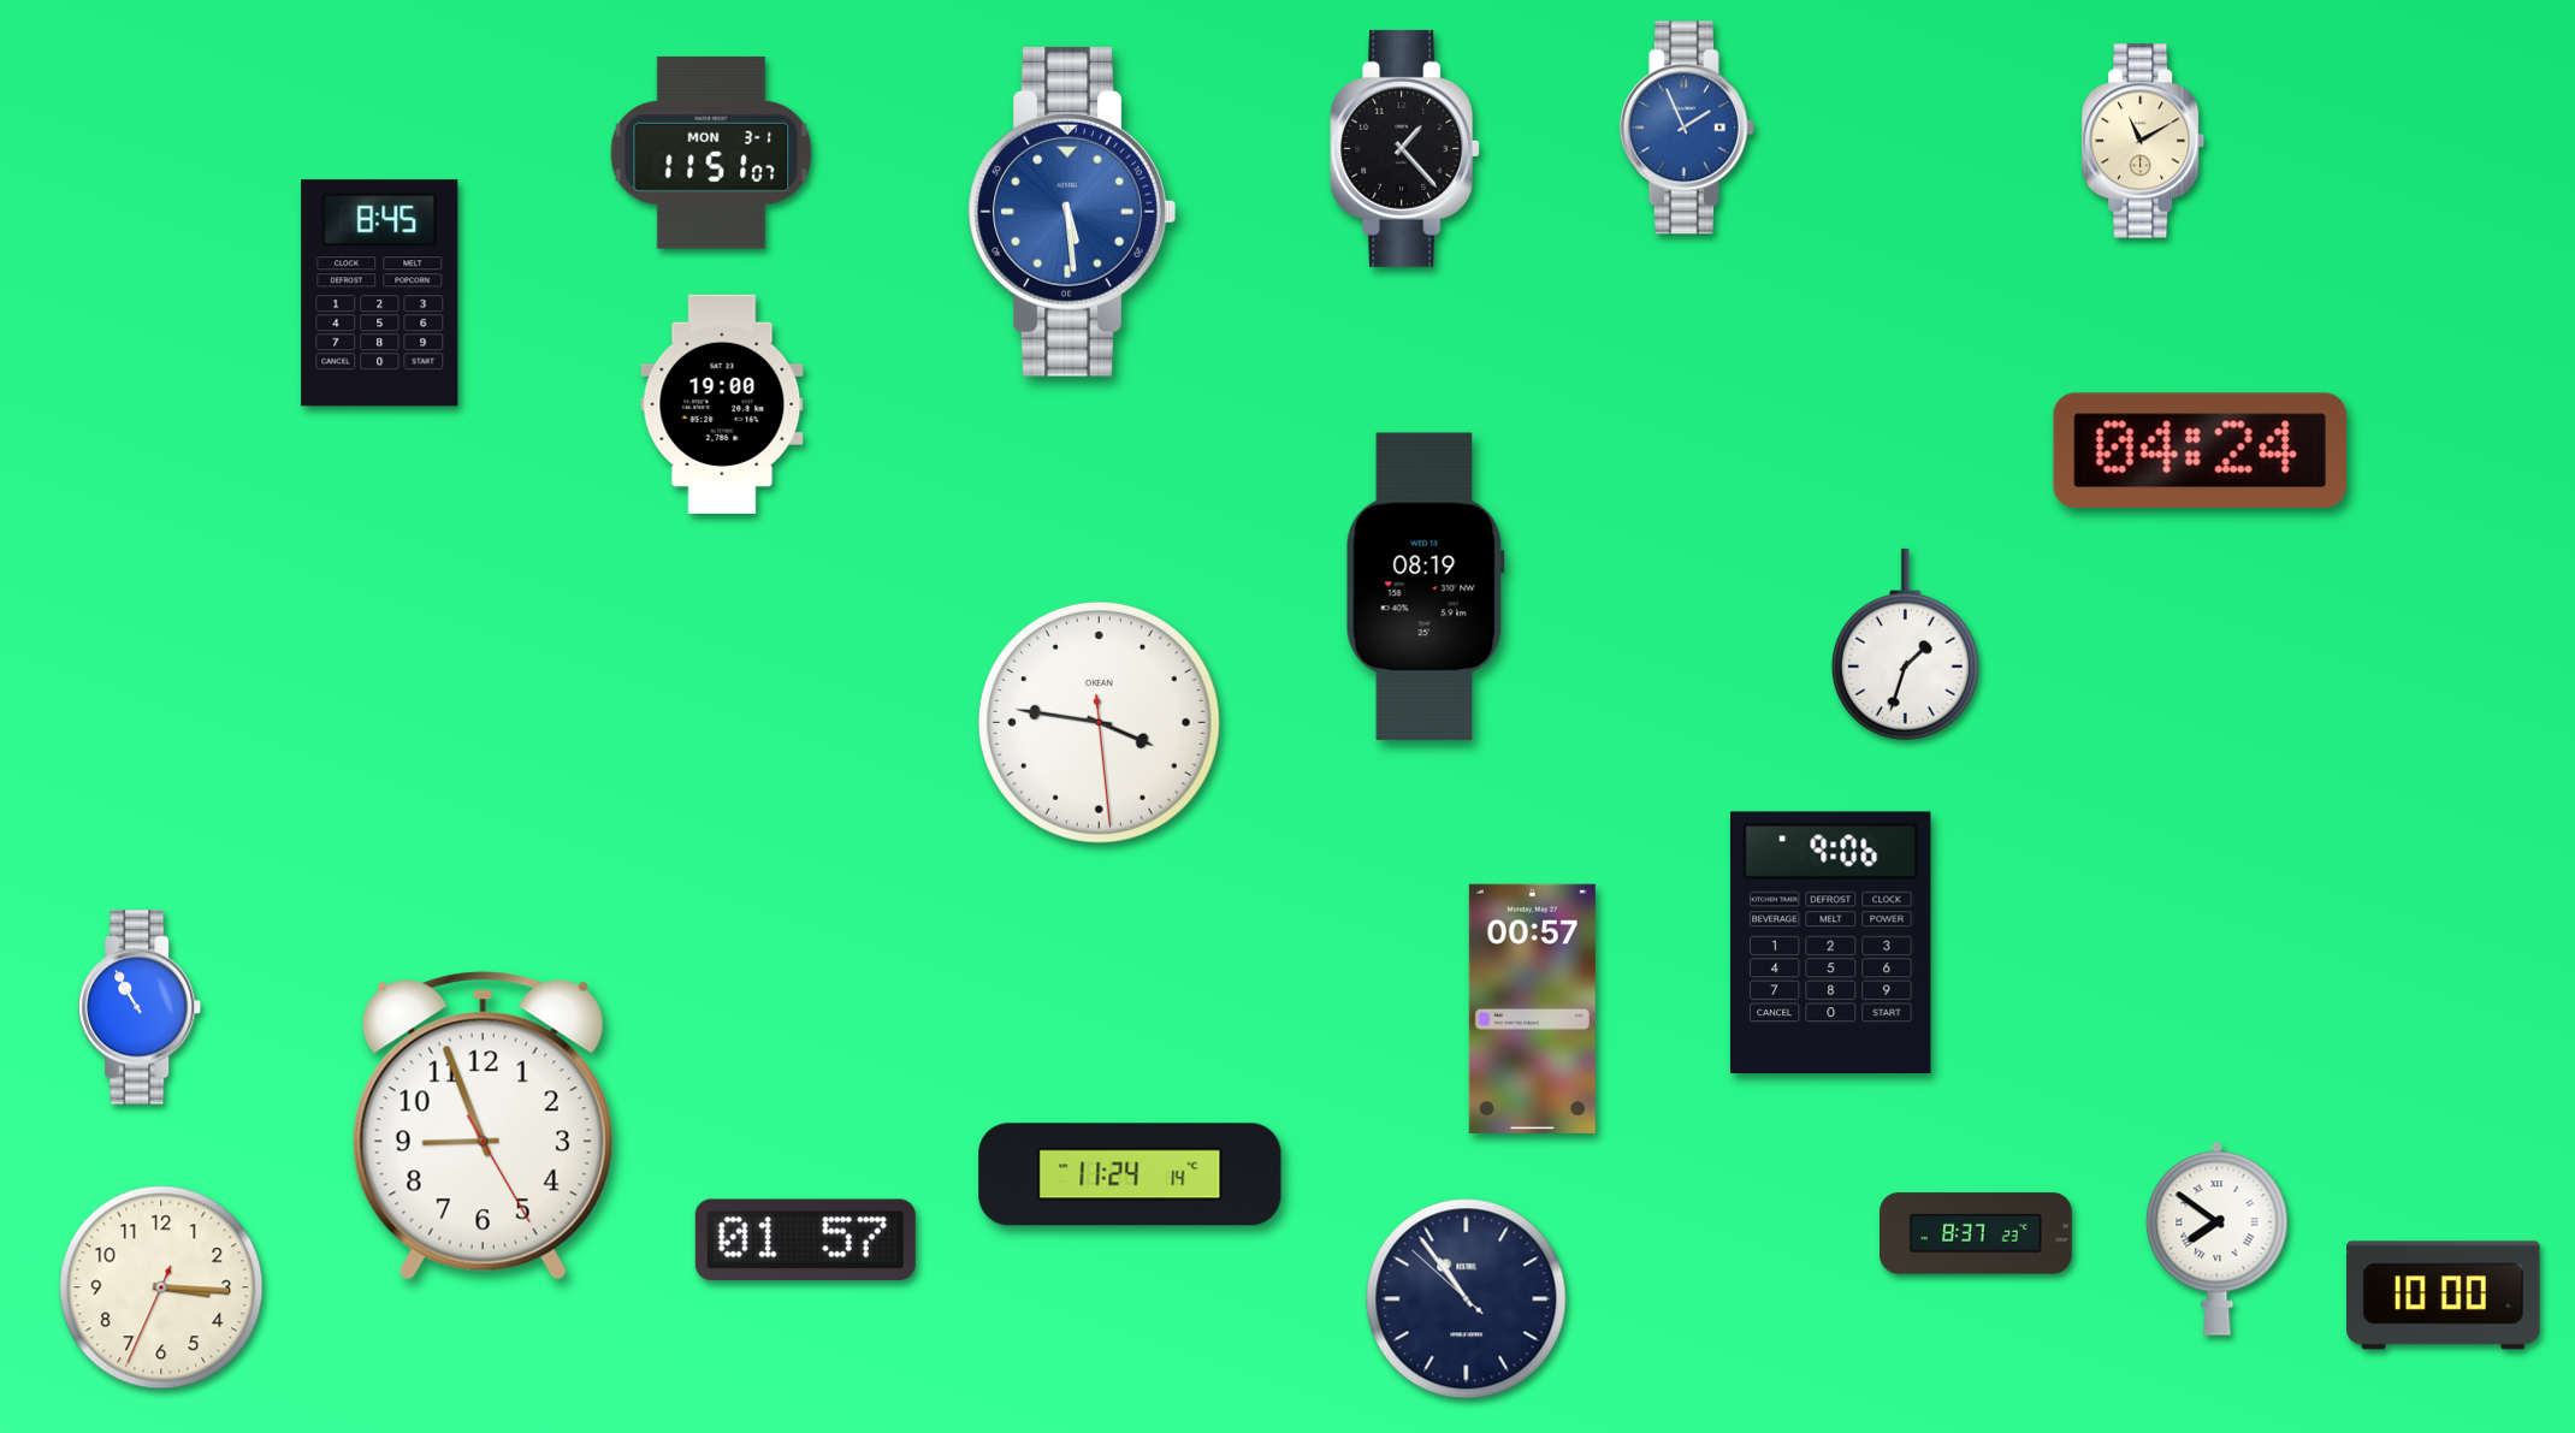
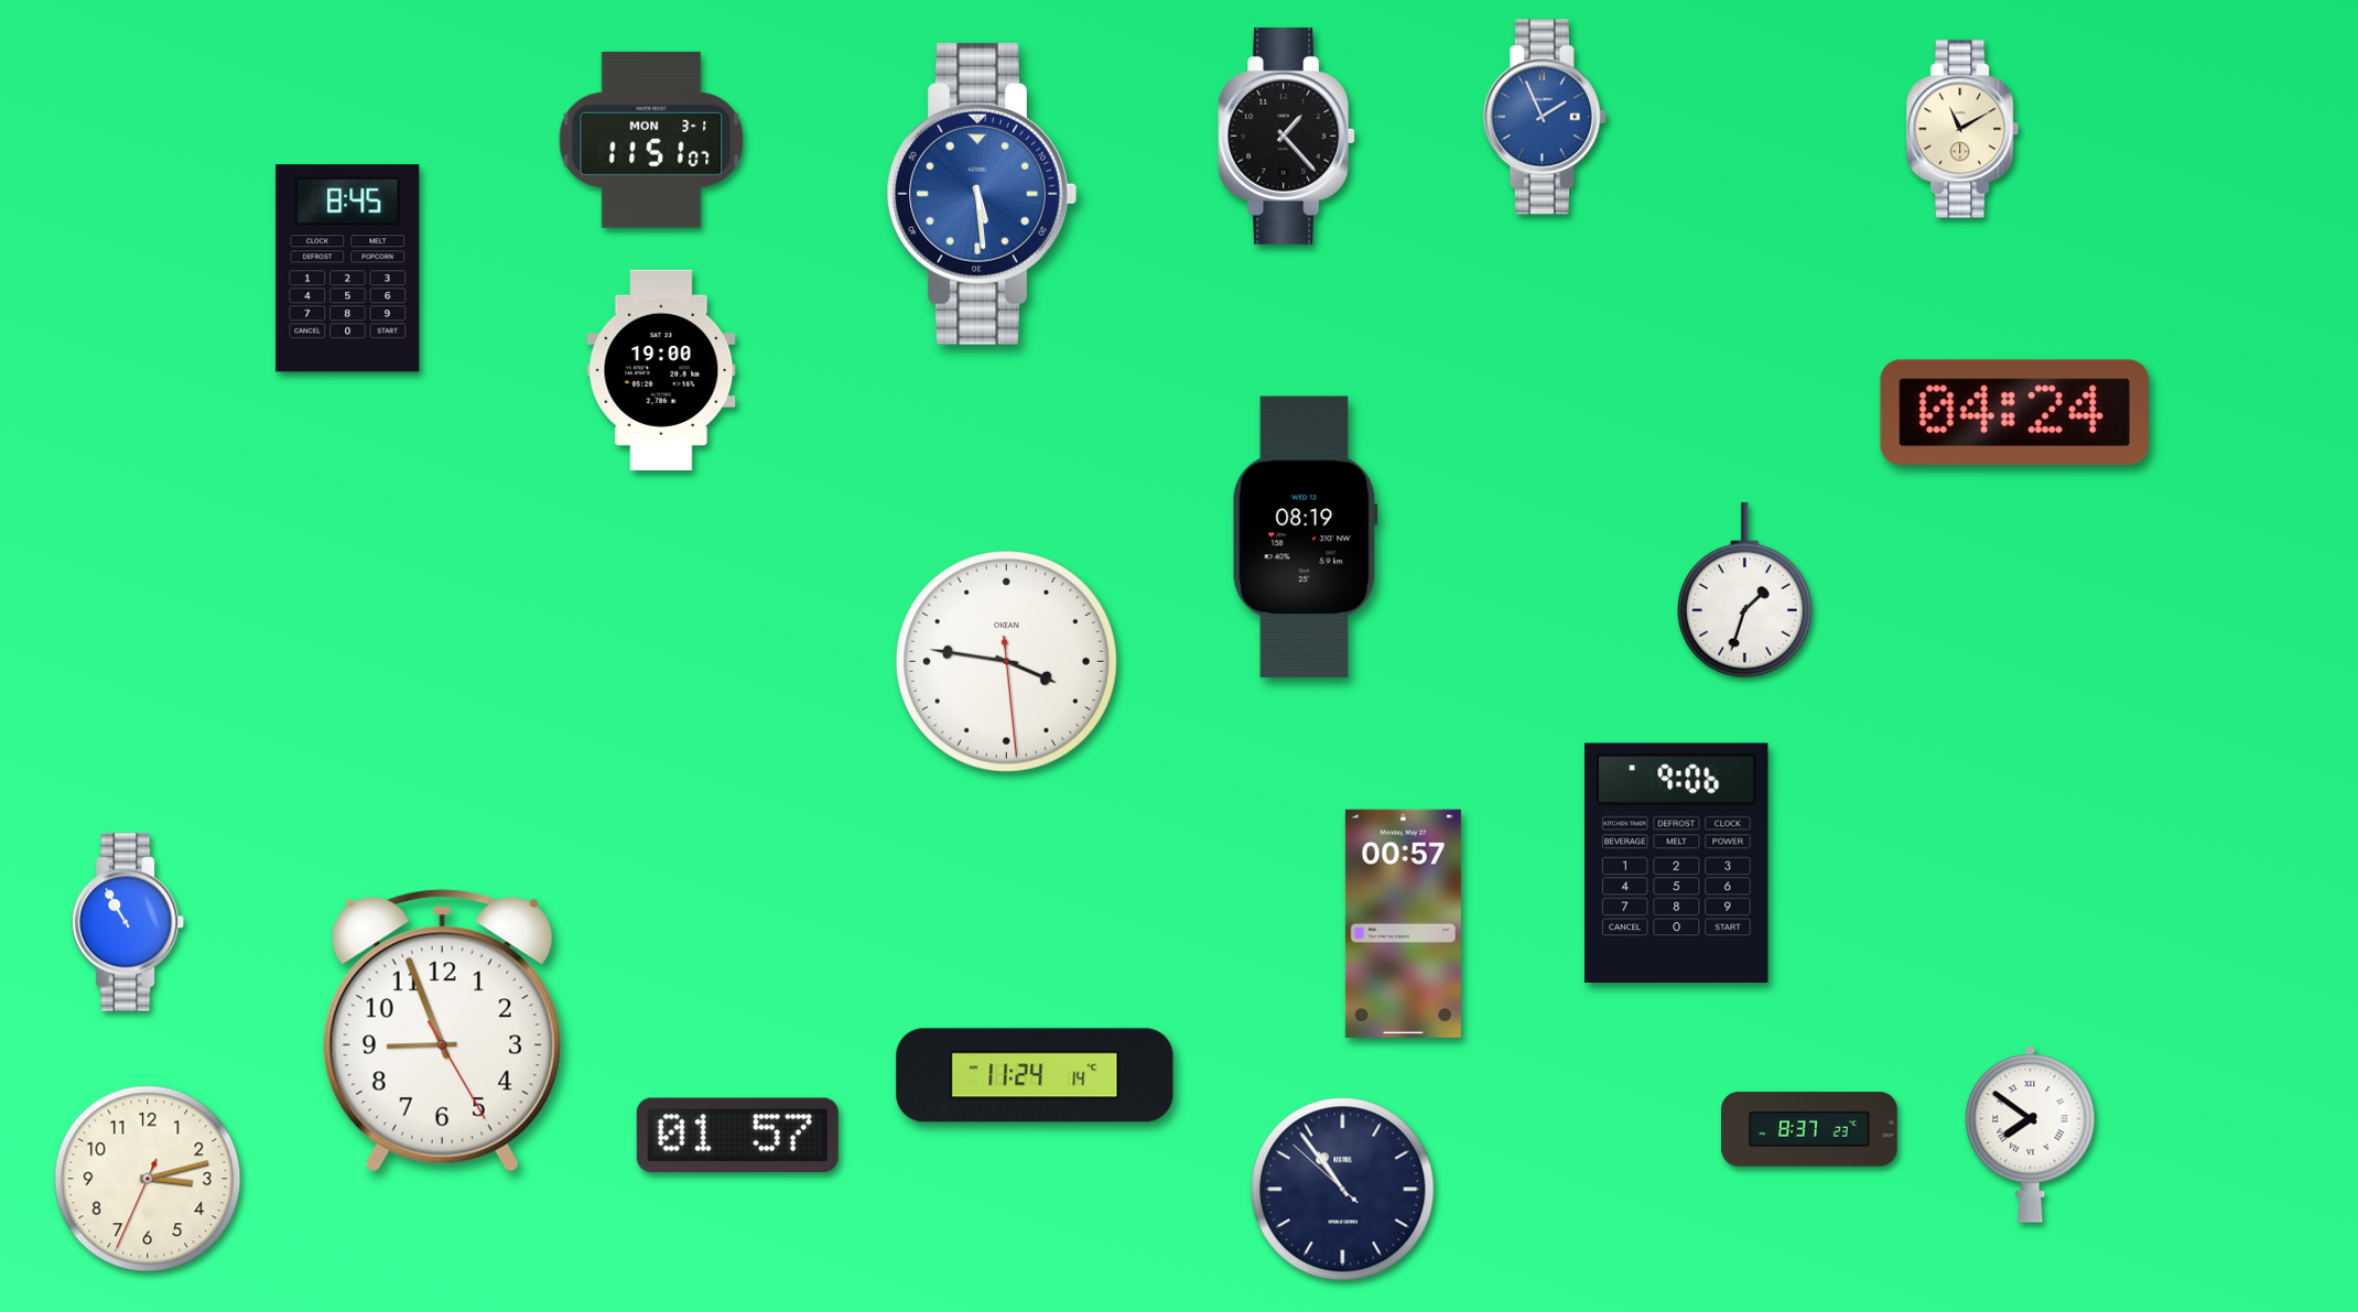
clock at (161, 1287): 3:15 -> 3:12
clock at (2444, 1296): 10:00 -> none
